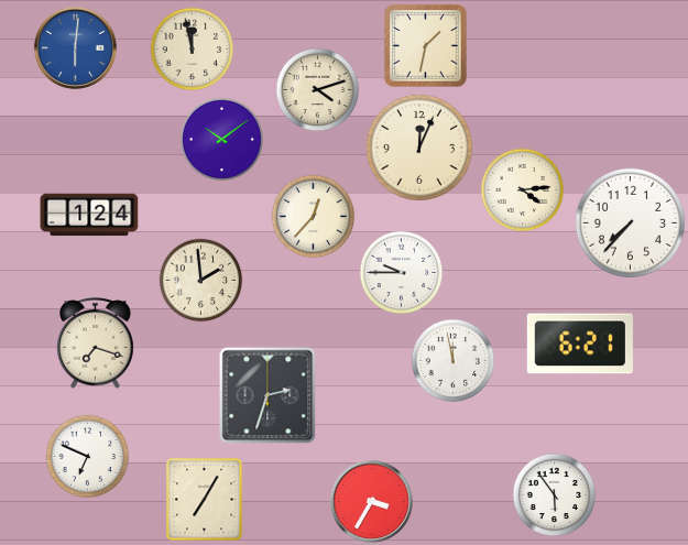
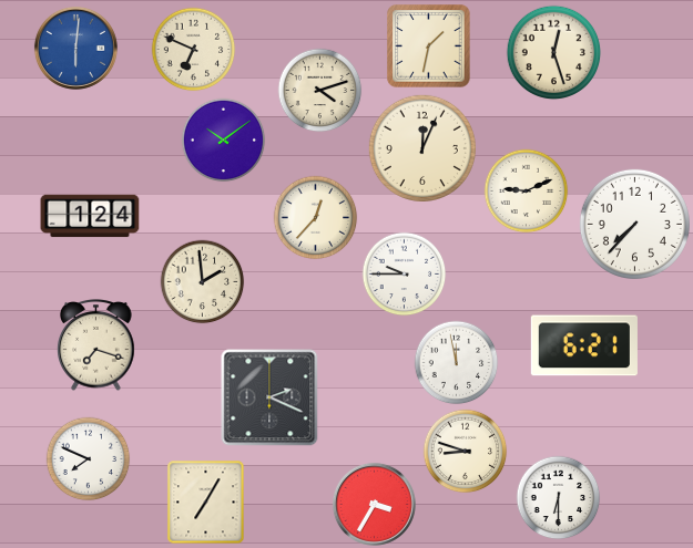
clock at (193, 50): 11:58 -> 6:49
clock at (554, 53): none -> 12:27
clock at (523, 190): 4:14 -> 9:11
clock at (267, 395): 2:33 -> 2:19
clock at (466, 452): none -> 8:48
clock at (88, 457): 6:49 -> 7:49
clock at (555, 495): 5:54 -> 6:30
